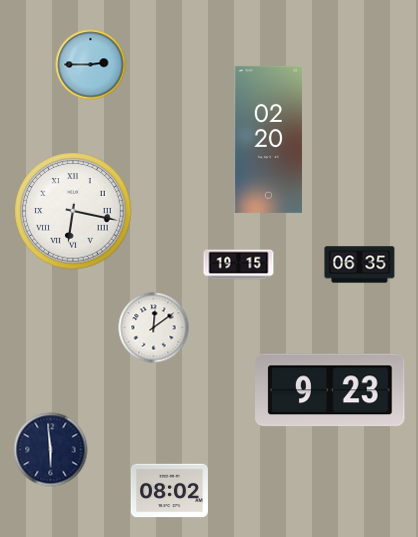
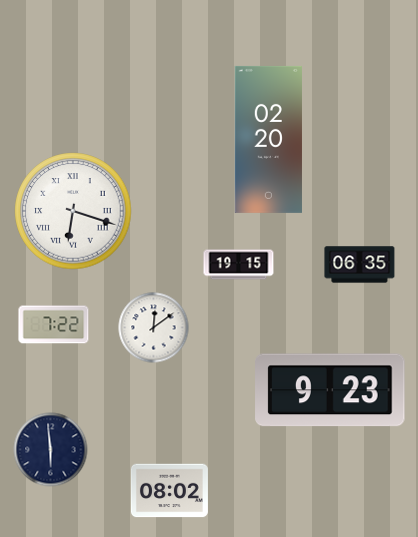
clock at (91, 65): 2:45 -> none
clock at (73, 211): 6:17 -> 6:18
clock at (54, 325): none -> 7:22
